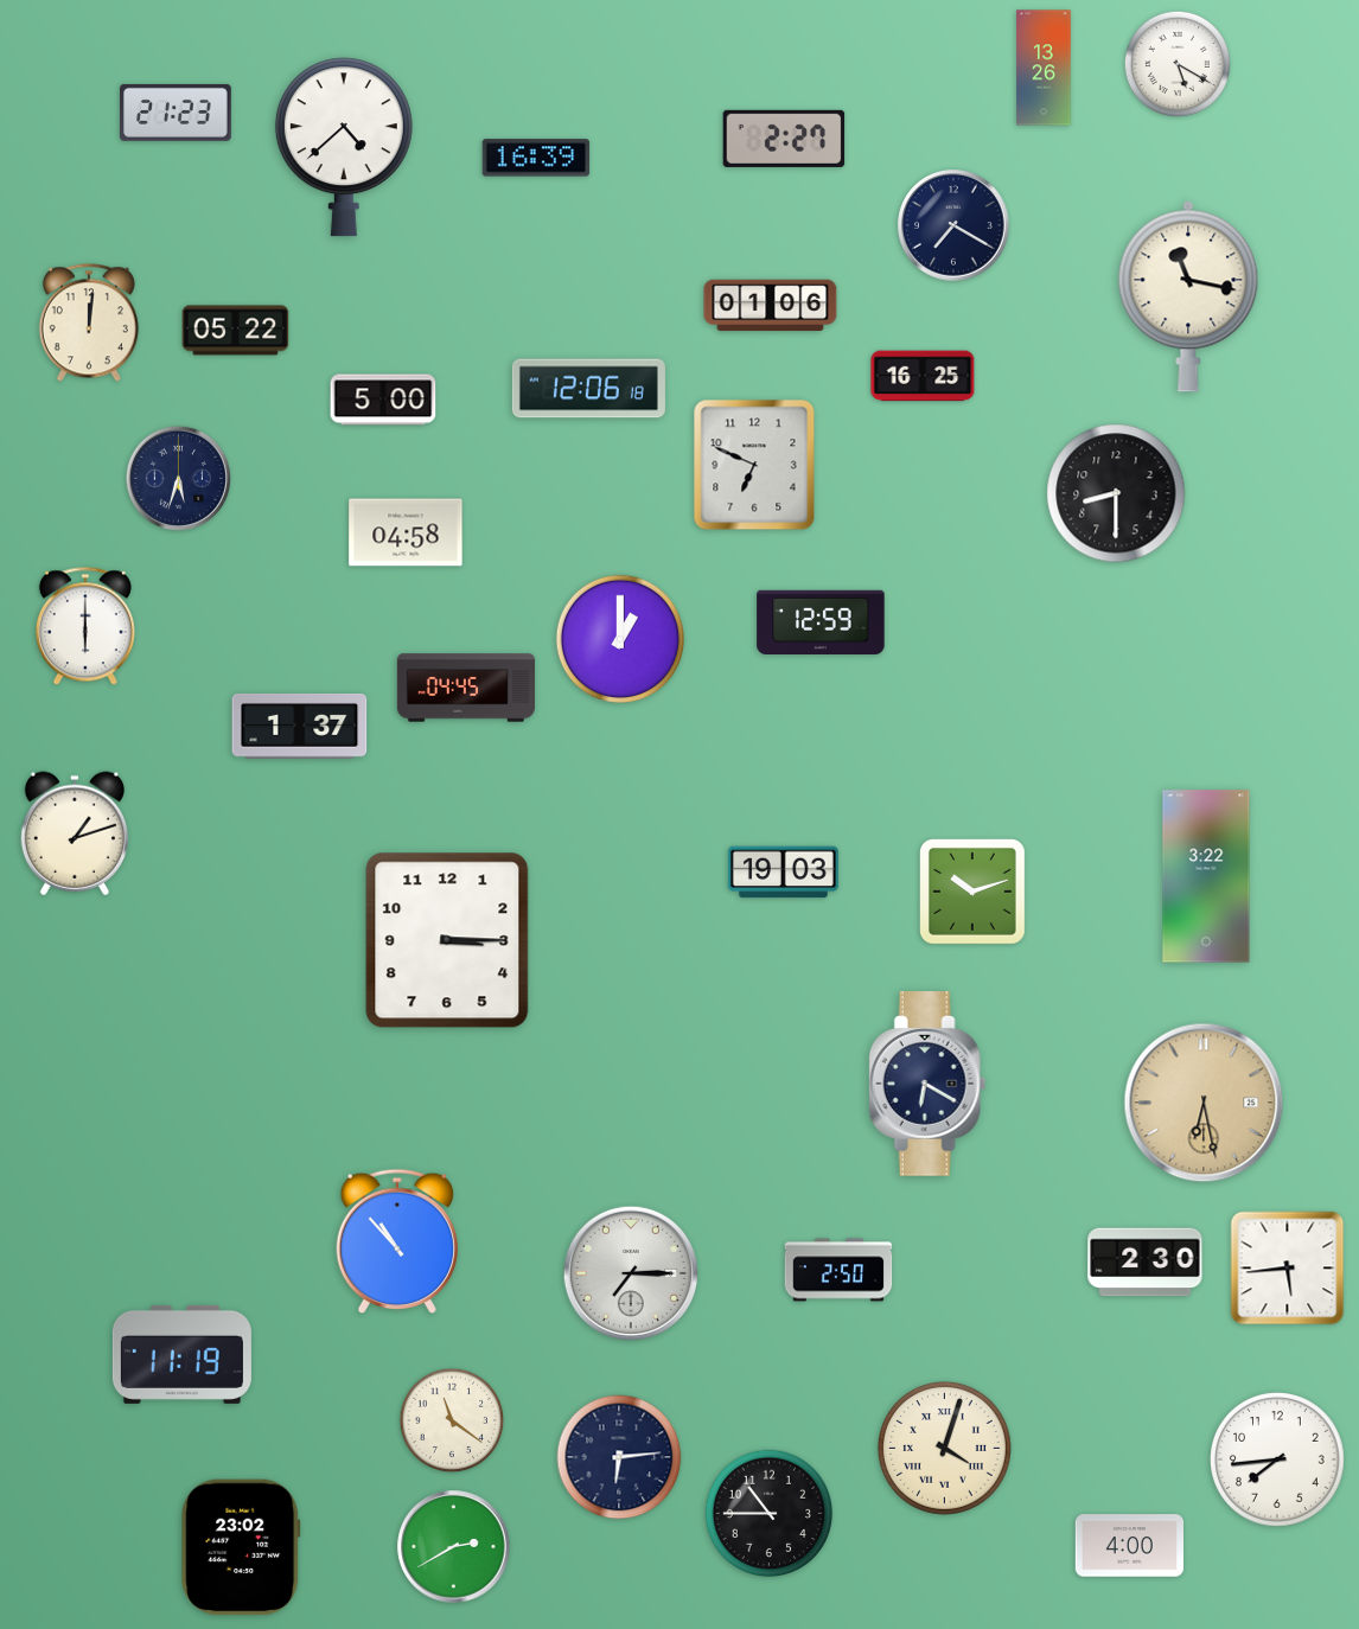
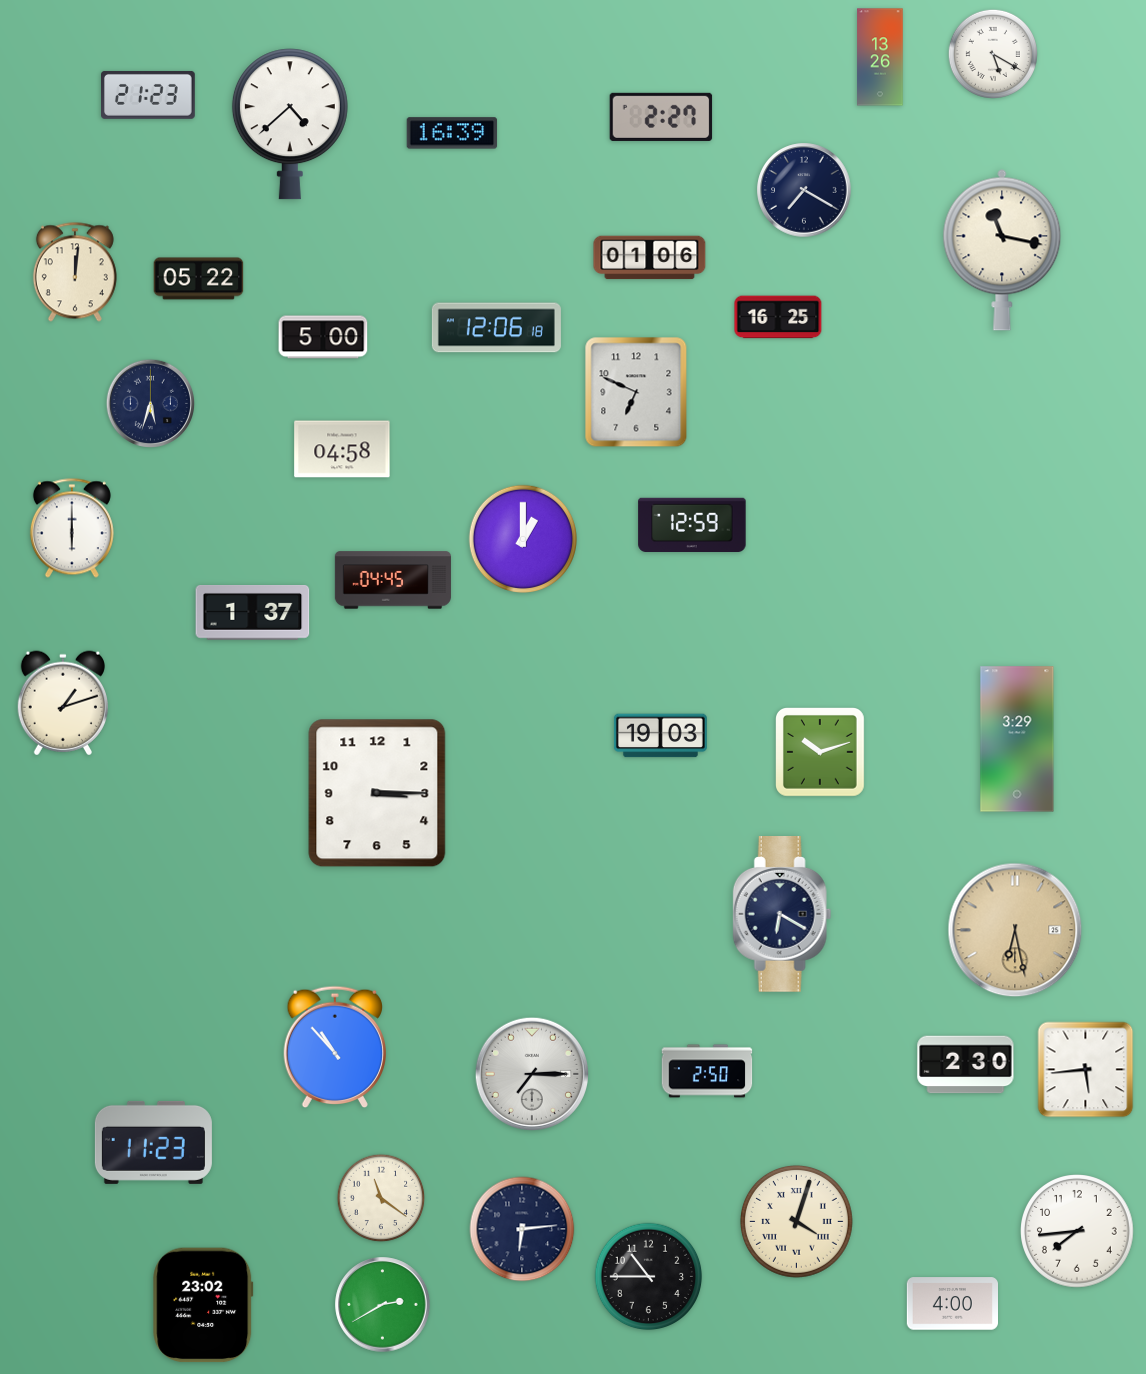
clock at (1116, 493): 8:30 -> none
clock at (1206, 876): 3:22 -> 3:29
clock at (181, 1354): 11:19 -> 11:23
